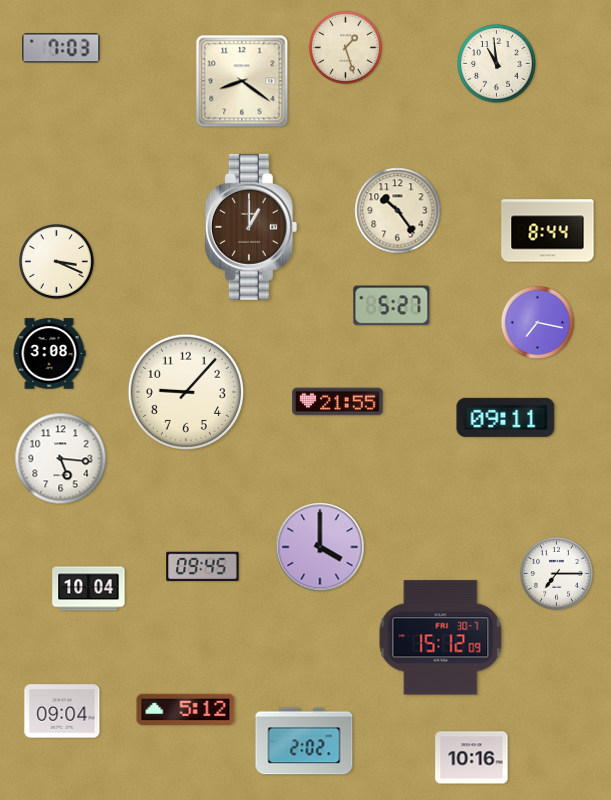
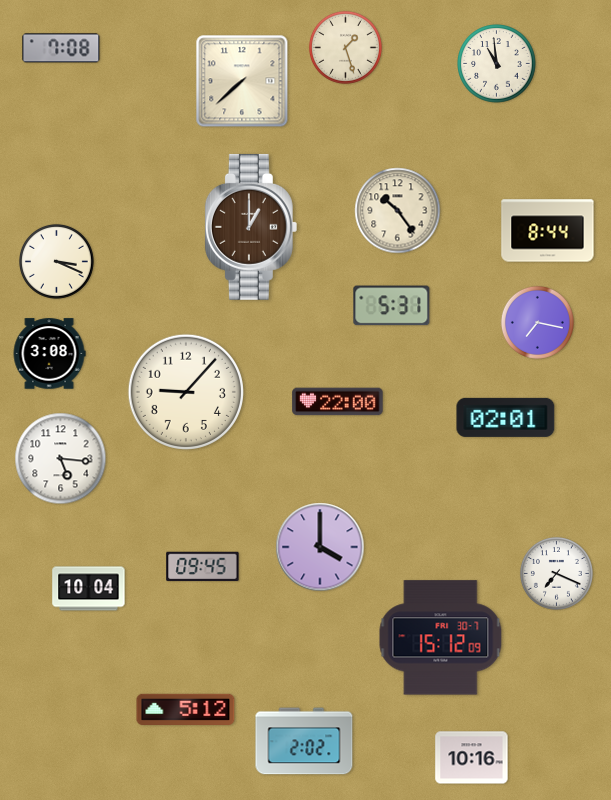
clock at (61, 48): 7:03 -> 7:08
clock at (242, 81): 8:21 -> 7:38
clock at (392, 306): 5:27 -> 5:31
clock at (338, 402): 21:55 -> 22:00
clock at (506, 417): 09:11 -> 02:01
clock at (556, 573): 7:15 -> 7:19
clock at (62, 711): 09:04 -> none
